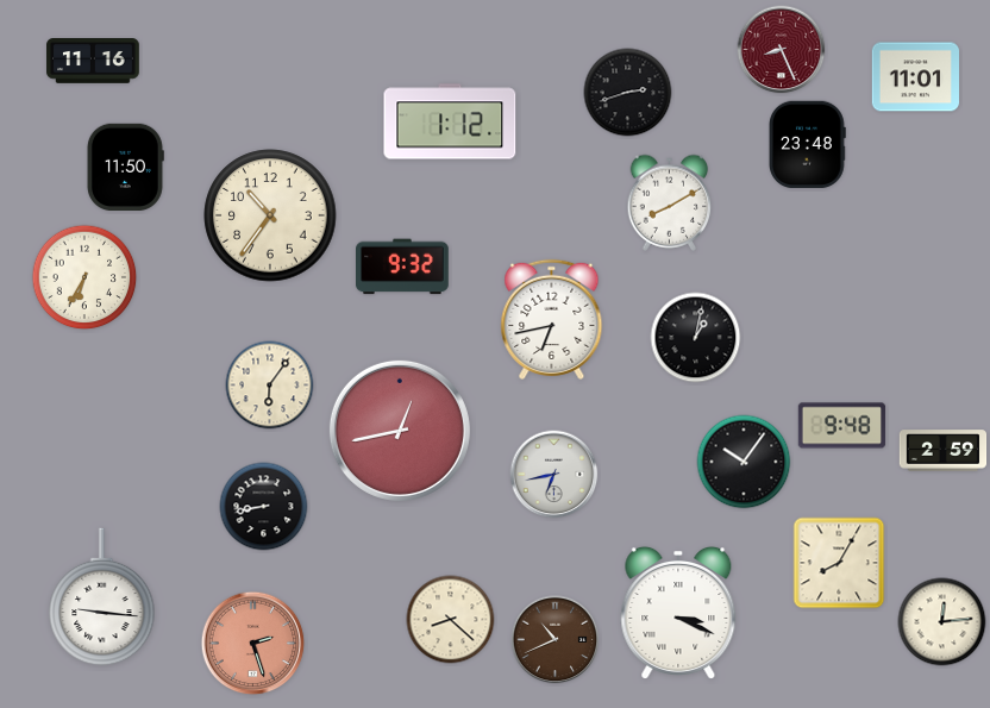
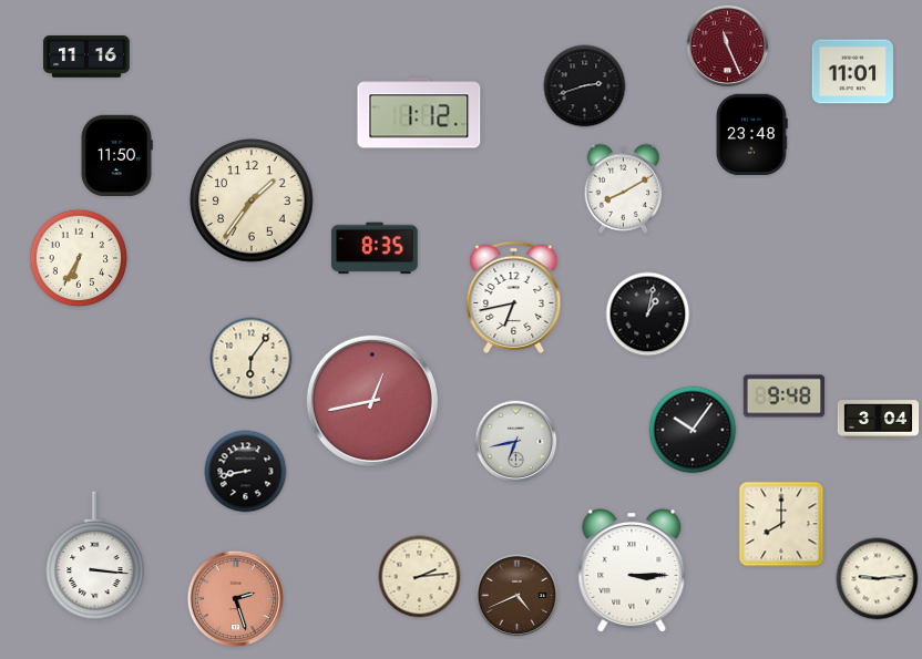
clock at (782, 50): 8:26 -> 11:26
clock at (270, 215): 10:36 -> 1:36
clock at (403, 267): 9:32 -> 8:35
clock at (944, 451): 2:59 -> 3:04
clock at (839, 563): 8:05 -> 8:00
clock at (102, 597): 9:16 -> 3:16
clock at (678, 613): 3:19 -> 3:15
clock at (451, 620): 8:22 -> 2:14
clock at (942, 622): 12:14 -> 9:14
clock at (556, 640): 10:41 -> 4:41
